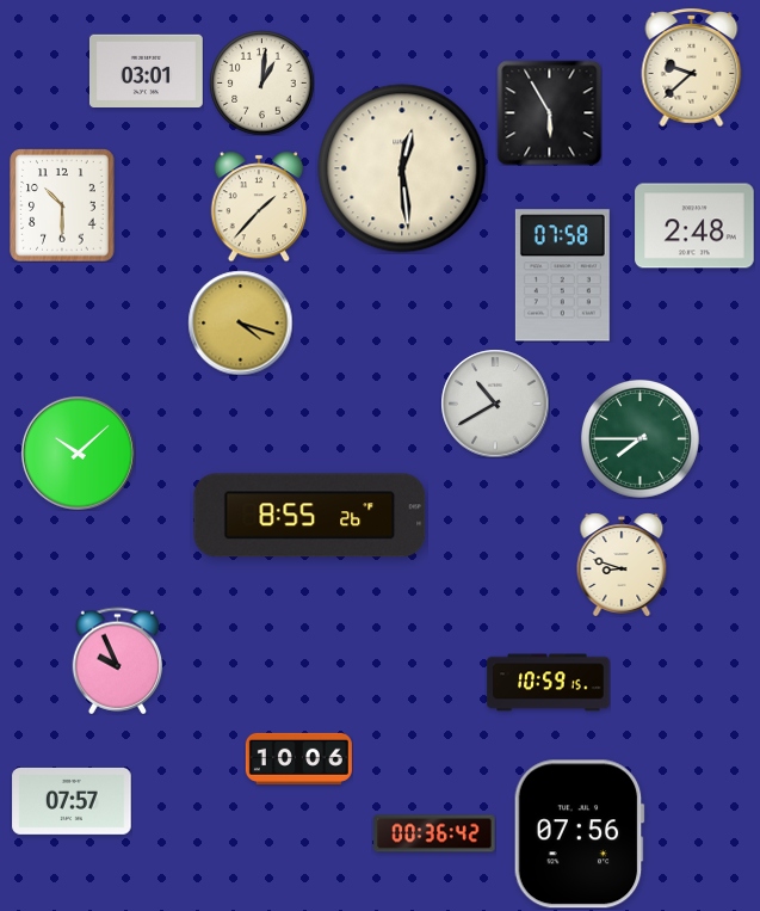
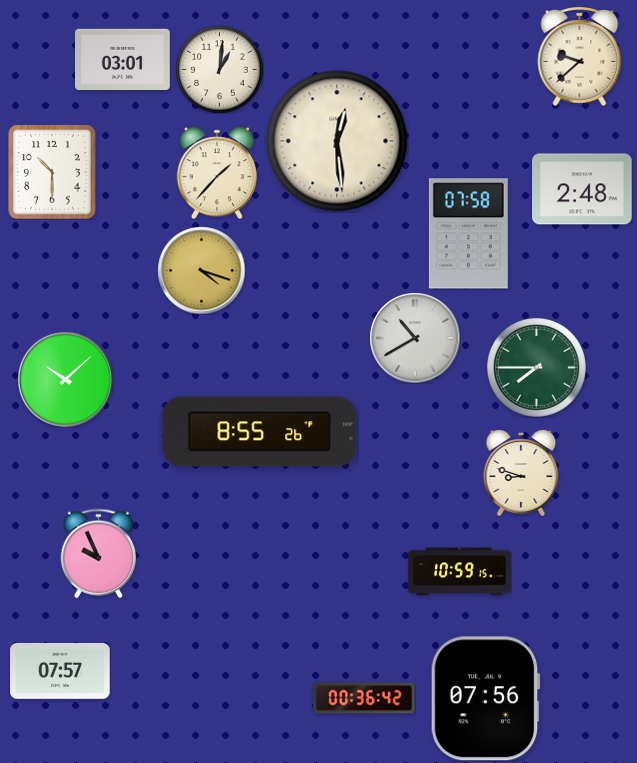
clock at (549, 112): 5:55 -> none
clock at (562, 276) position: (562, 276) -> (468, 234)
clock at (298, 758): 10:06 -> none
